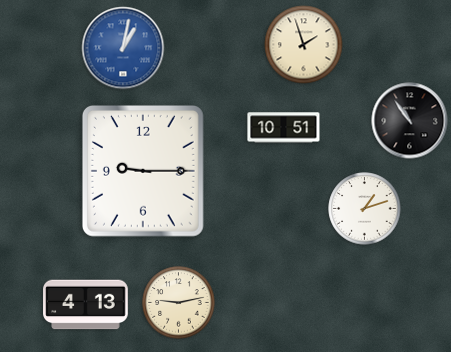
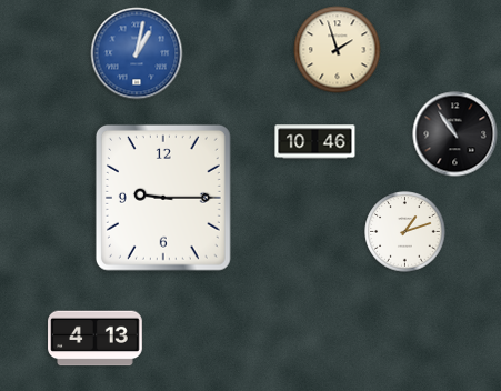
clock at (284, 128): 10:51 -> 10:46
clock at (143, 171) position: (143, 171) -> (163, 198)
clock at (179, 303): 9:13 -> none
